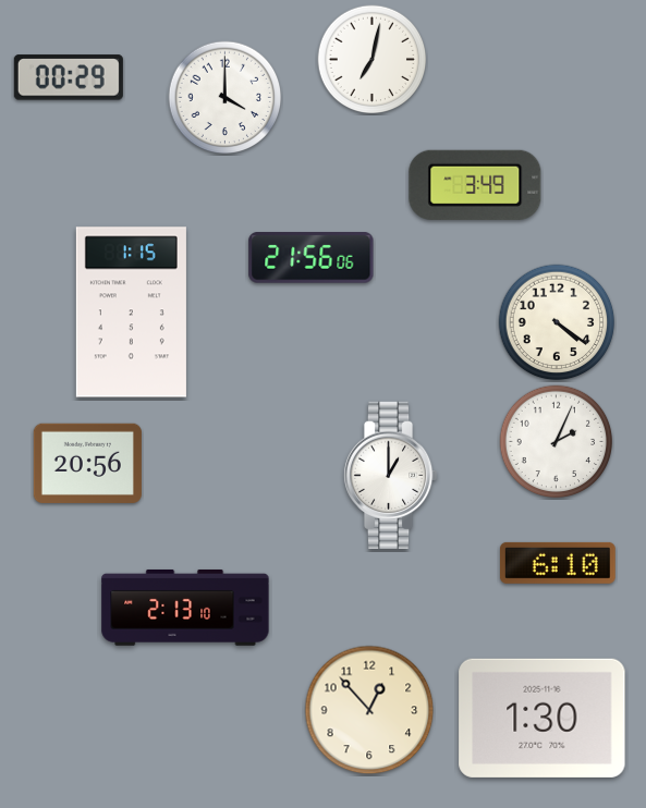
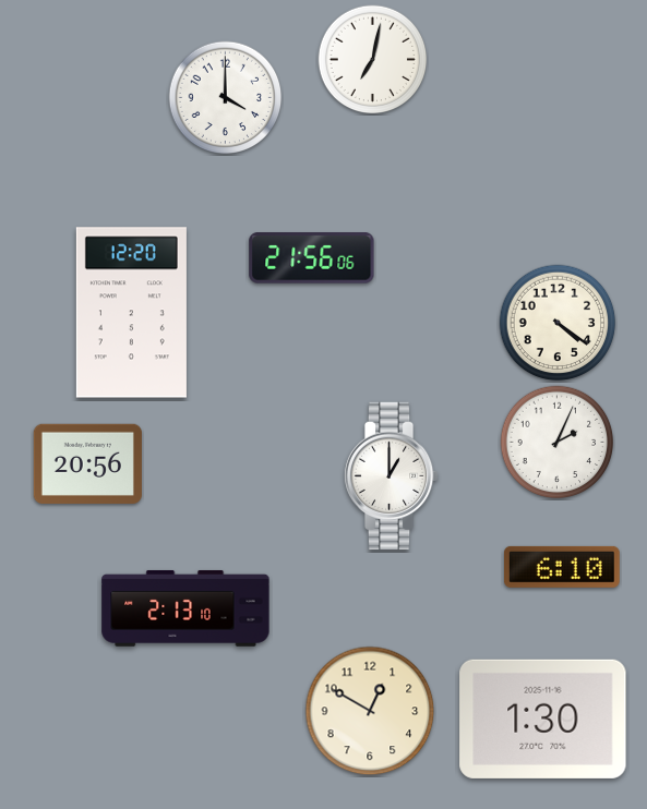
clock at (69, 77): 00:29 -> none
clock at (475, 185): 3:49 -> none
clock at (131, 313): 1:15 -> 12:20
clock at (558, 563) position: (558, 563) -> (562, 567)
clock at (369, 710): 12:53 -> 12:50
